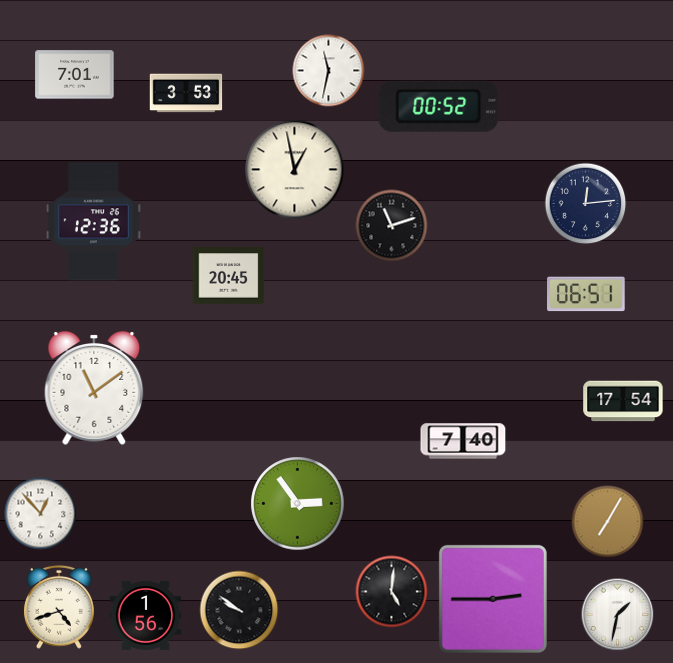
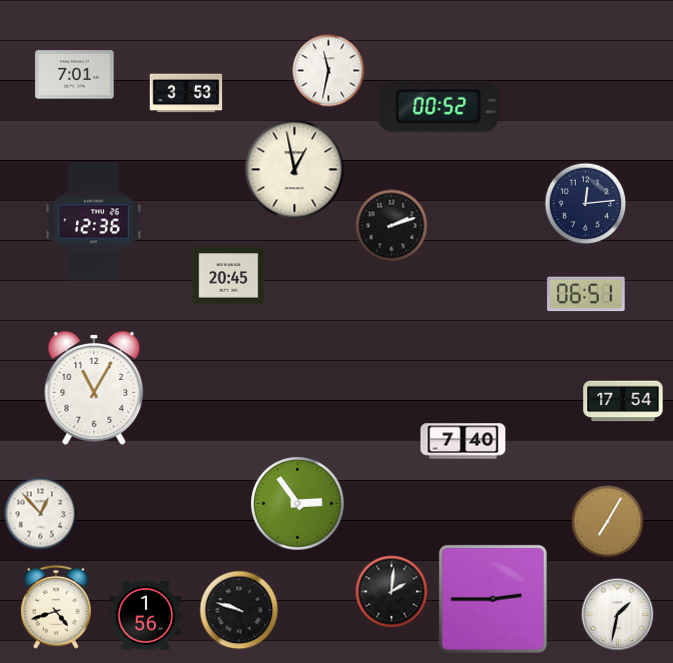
clock at (392, 226): 11:12 -> 2:12
clock at (94, 388): 11:09 -> 11:05
clock at (392, 592): 5:01 -> 2:01
clock at (59, 607) position: (59, 607) -> (56, 607)
clock at (239, 610): 9:51 -> 9:48
